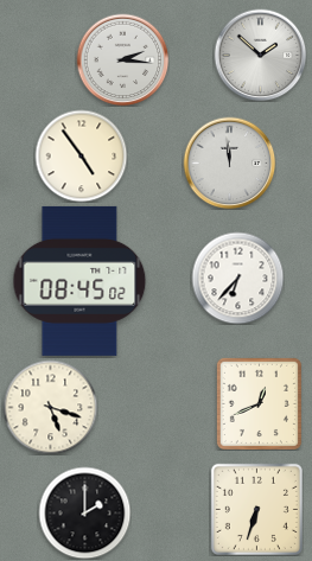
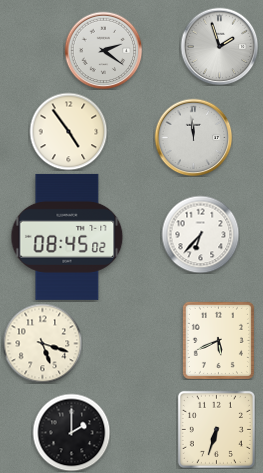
clock at (260, 55): 1:52 -> 1:57
clock at (122, 59): 2:16 -> 2:21
clock at (259, 403): 12:41 -> 5:41
